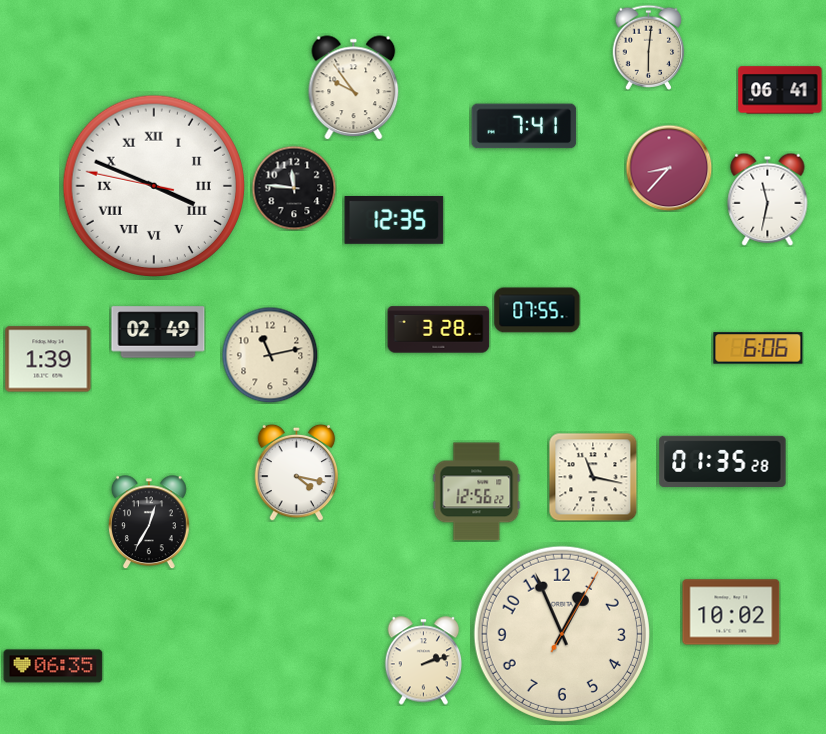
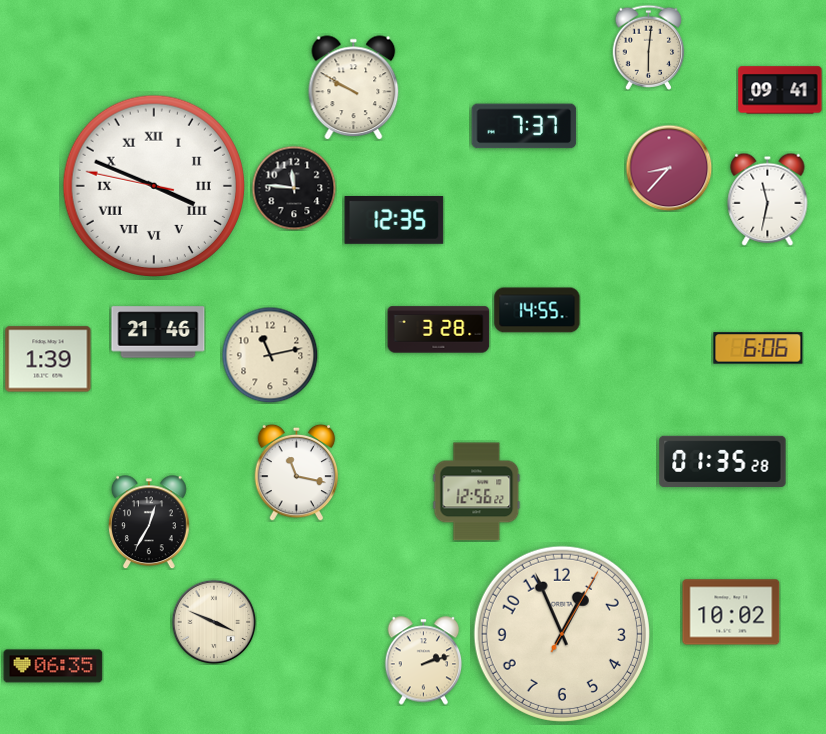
clock at (354, 88): 9:54 -> 9:50
clock at (780, 90): 06:41 -> 09:41
clock at (524, 126): 7:41 -> 7:37
clock at (537, 310): 07:55 -> 14:55
clock at (158, 332): 02:49 -> 21:46
clock at (297, 472): 4:17 -> 11:17
clock at (593, 477): 11:17 -> none
clock at (214, 622): none -> 3:49
